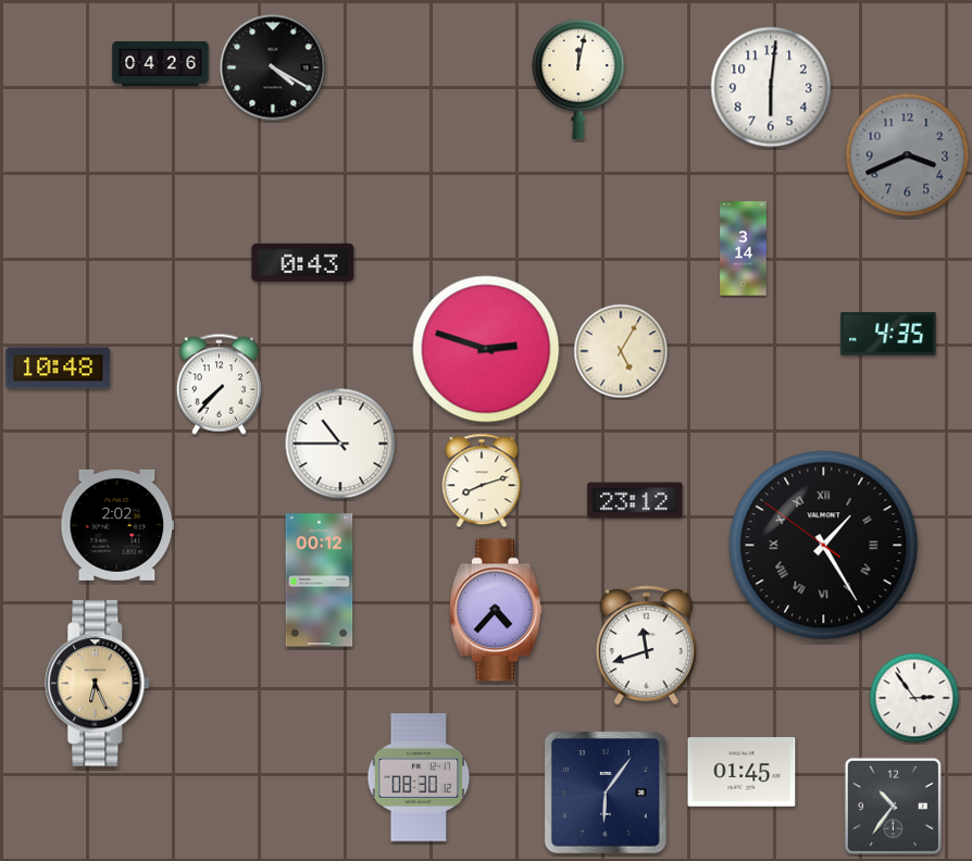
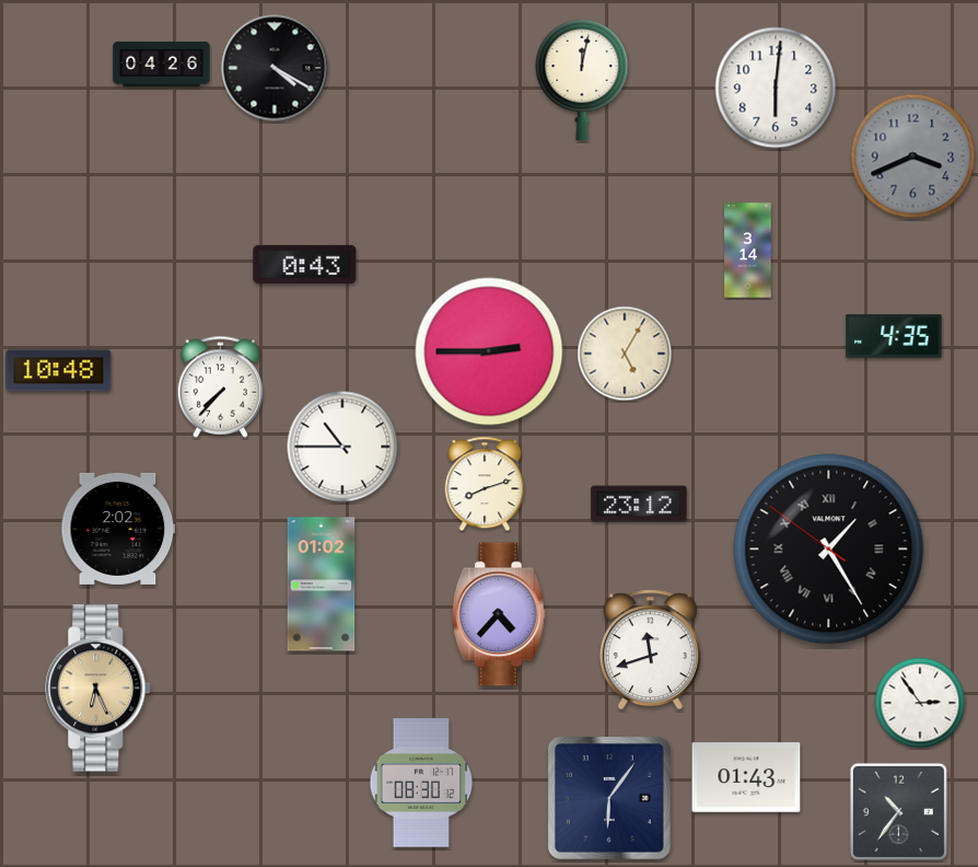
clock at (486, 349): 2:48 -> 2:45
clock at (320, 581): 00:12 -> 01:02
clock at (742, 772): 01:45 -> 01:43
